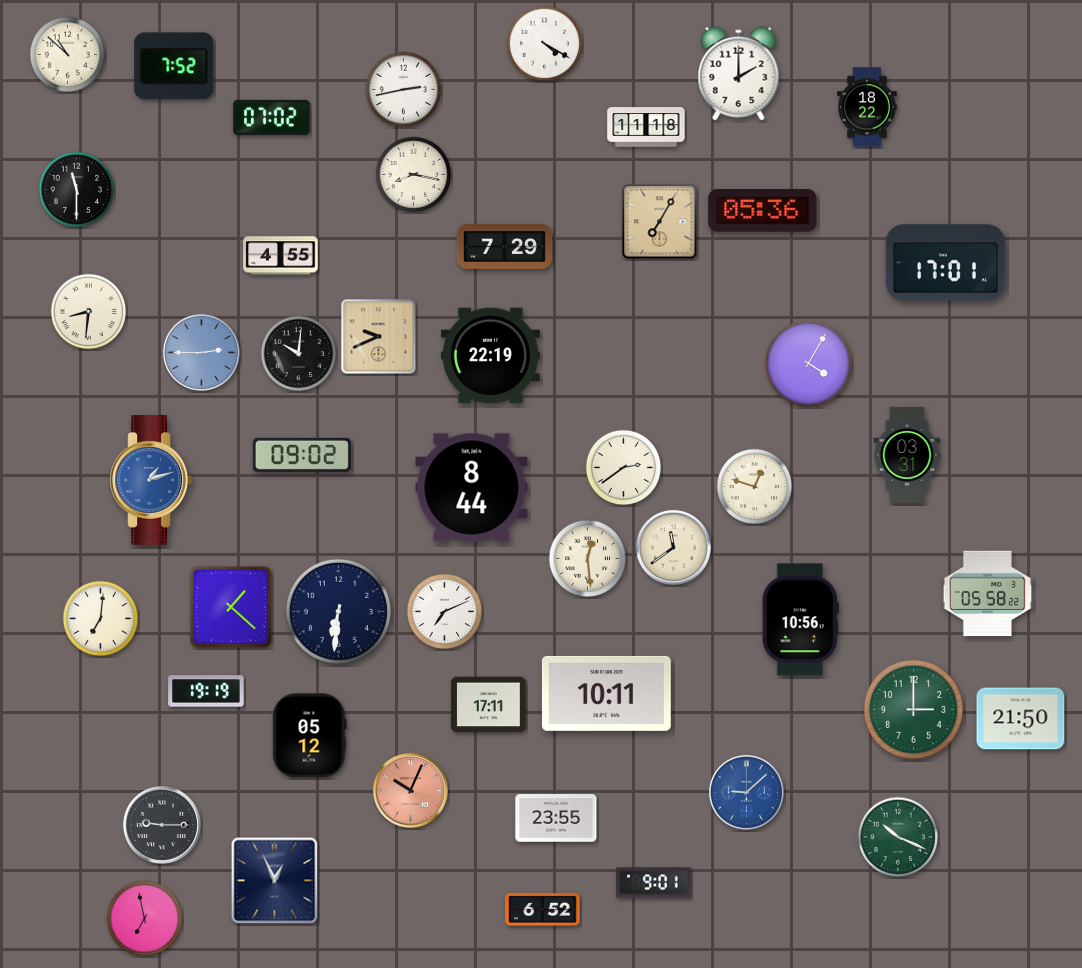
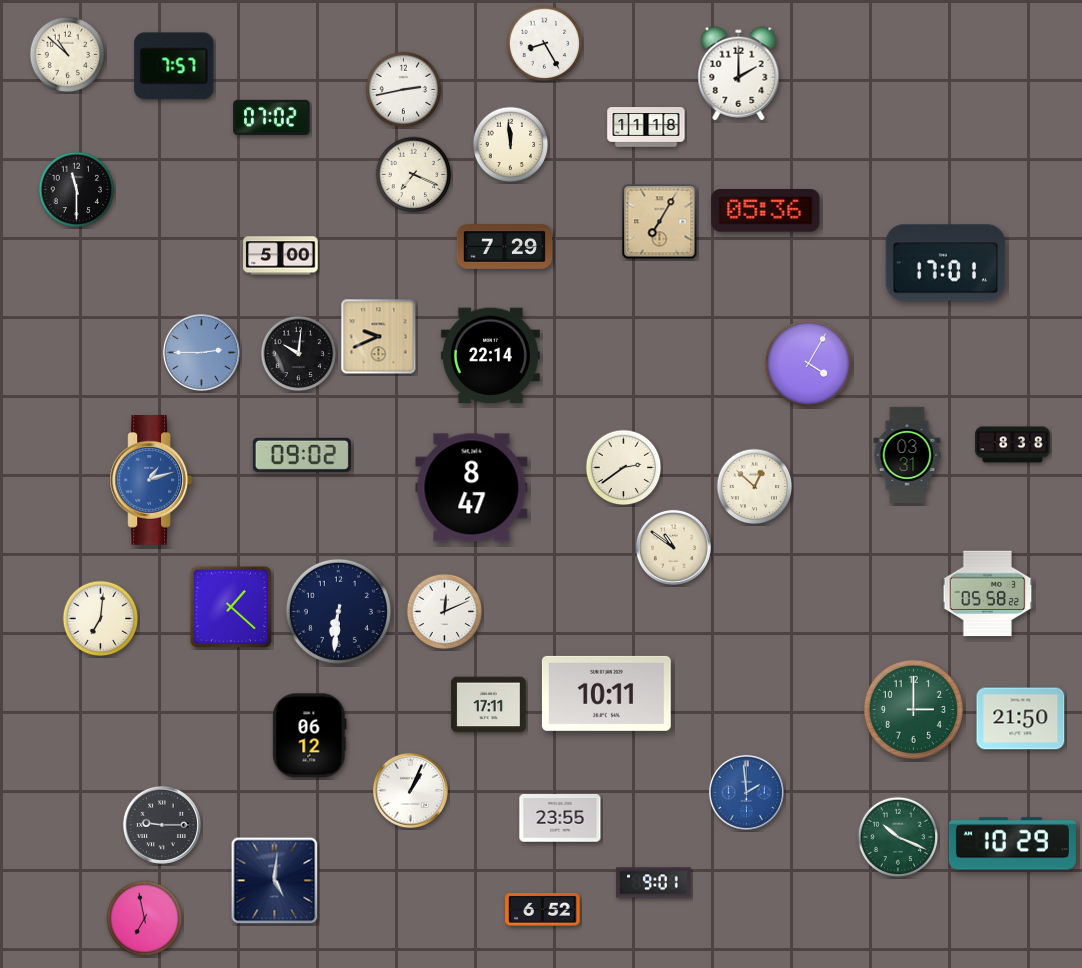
clock at (545, 44): 4:20 -> 8:25
clock at (174, 66): 7:52 -> 7:57
clock at (868, 107): 18:22 -> none
clock at (511, 145): none -> 11:59
clock at (414, 175): 8:17 -> 7:19
clock at (763, 211) position: (763, 211) -> (766, 211)
clock at (281, 256): 4:55 -> 5:00
clock at (89, 312): 8:31 -> none
clock at (490, 356): 22:19 -> 22:14
clock at (1013, 445): none -> 8:38
clock at (755, 487): 12:48 -> 12:52
clock at (472, 488): 8:44 -> 8:47
clock at (673, 547): 11:39 -> 10:51
clock at (588, 559): 12:29 -> none
clock at (445, 612): 7:11 -> 12:11
clock at (800, 620): 10:56 -> none
clock at (206, 691): 19:19 -> none
clock at (310, 736): 05:12 -> 06:12
clock at (410, 790): 10:04 -> 1:04
clock at (410, 790) dial: salmon -> white
clock at (746, 792): 9:08 -> 1:59
clock at (556, 818) position: (556, 818) -> (560, 818)
clock at (1012, 844): none -> 10:29
clock at (275, 881): 12:56 -> 5:01
